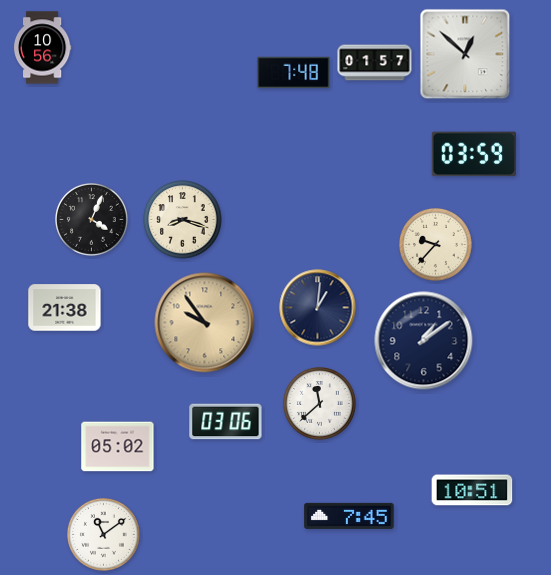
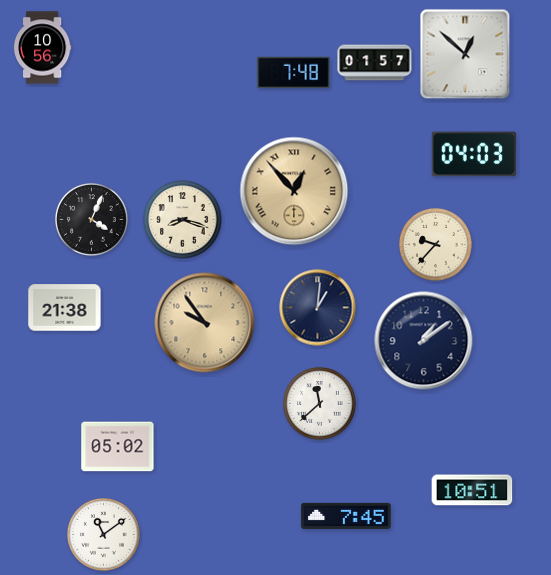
clock at (474, 154): 03:59 -> 04:03
clock at (294, 191): none -> 12:53
clock at (226, 422): 03:06 -> none
clock at (349, 516) position: (349, 516) -> (346, 516)
